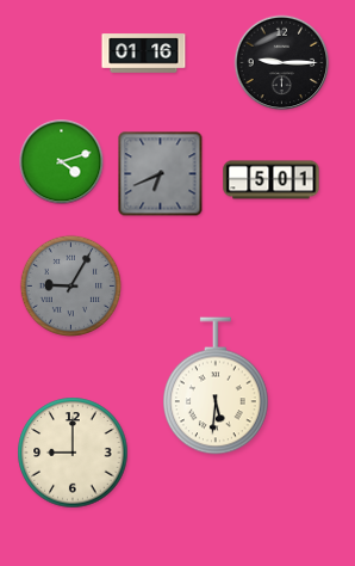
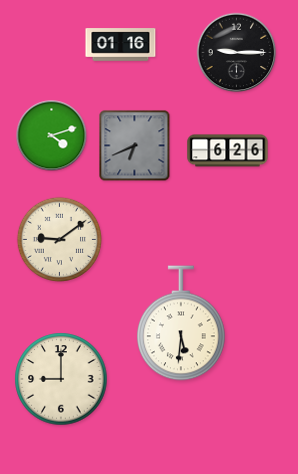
clock at (272, 180): 5:01 -> 6:26
clock at (70, 285): 9:05 -> 9:09
clock at (70, 285) dial: grey -> cream
